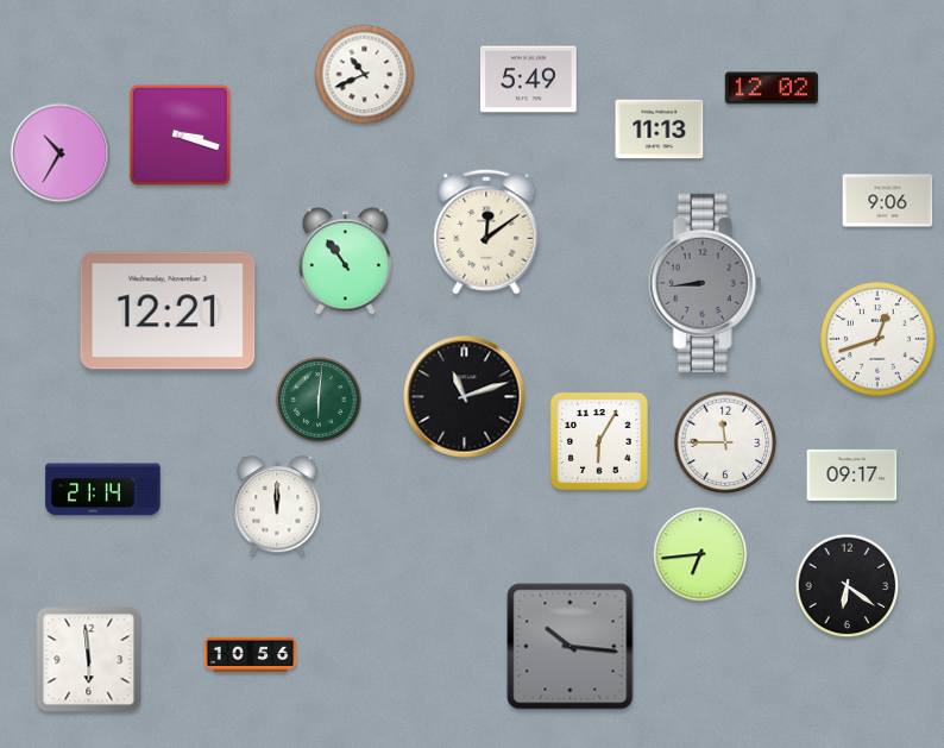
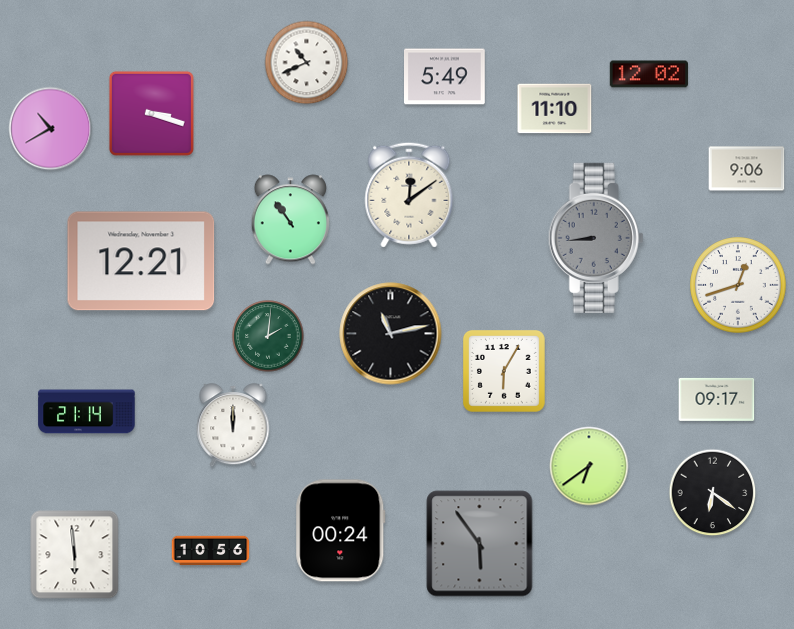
clock at (529, 80) position: (529, 80) -> (445, 77)
clock at (660, 130): 11:13 -> 11:10
clock at (61, 153): 10:35 -> 10:40
clock at (705, 283) position: (705, 283) -> (596, 238)
clock at (465, 397): 11:12 -> 11:13
clock at (319, 400): 6:01 -> 2:01
clock at (725, 442): 11:45 -> none
clock at (700, 554): 6:44 -> 6:39
clock at (341, 531): none -> 00:24
clock at (571, 647): 10:16 -> 5:54
